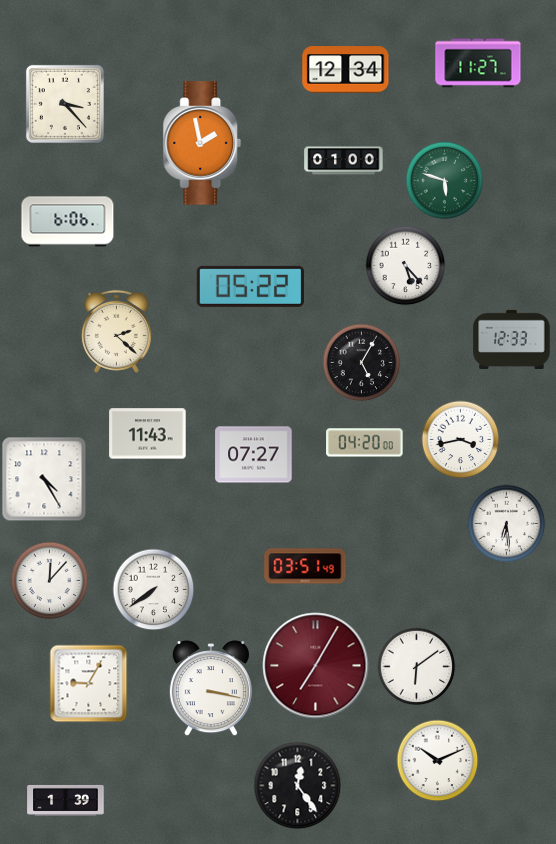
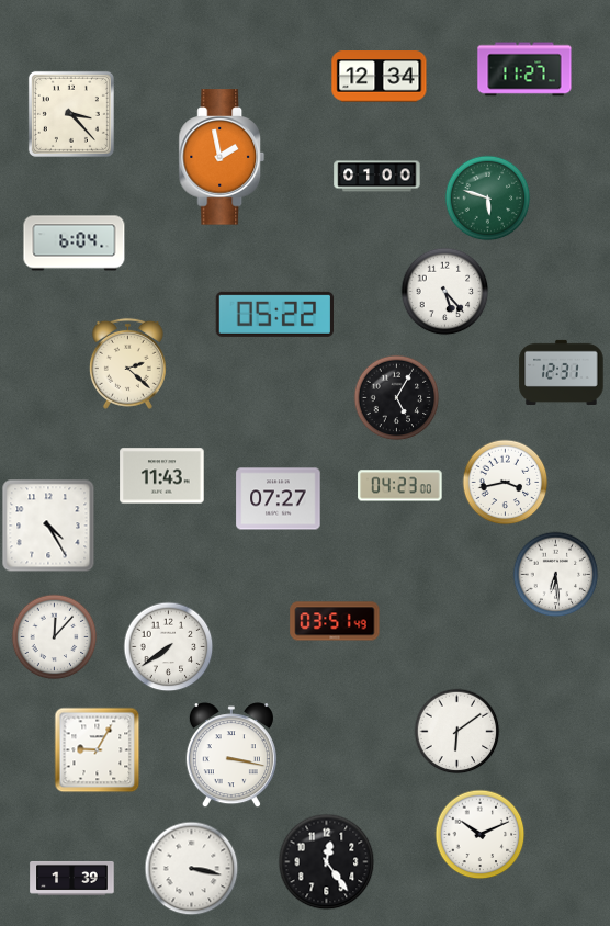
clock at (68, 222): 6:06 -> 6:04
clock at (512, 339): 12:33 -> 12:31
clock at (365, 443): 04:20 -> 04:23
clock at (316, 666): 7:05 -> none
clock at (191, 868): none -> 3:17
